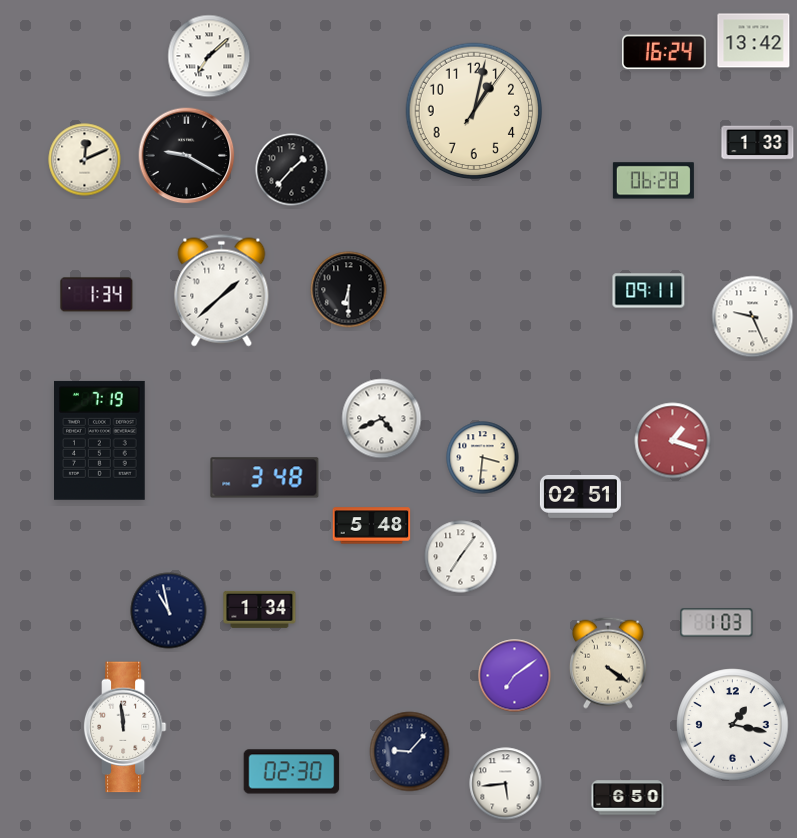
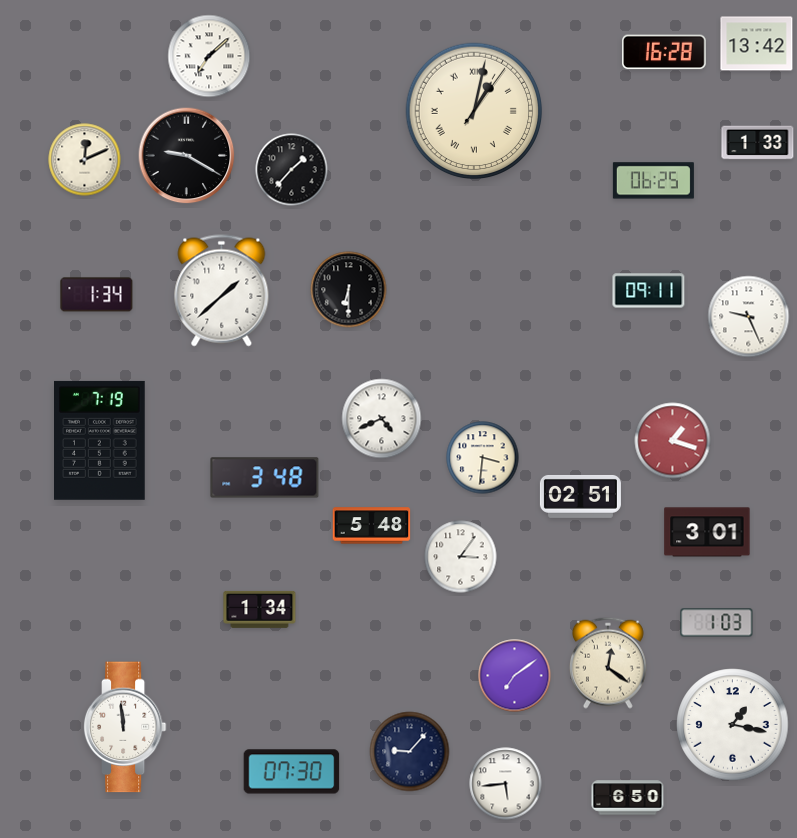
clock at (754, 41) position: (754, 41) -> (757, 44)
clock at (664, 52): 16:24 -> 16:28
clock at (474, 111) numerals: Arabic -> Roman
clock at (653, 181): 06:28 -> 06:25
clock at (753, 317) position: (753, 317) -> (749, 317)
clock at (707, 532): none -> 3:01
clock at (461, 557): 7:06 -> 3:06
clock at (169, 611): 10:58 -> none
clock at (608, 663): 4:21 -> 12:21
clock at (292, 772): 02:30 -> 07:30
